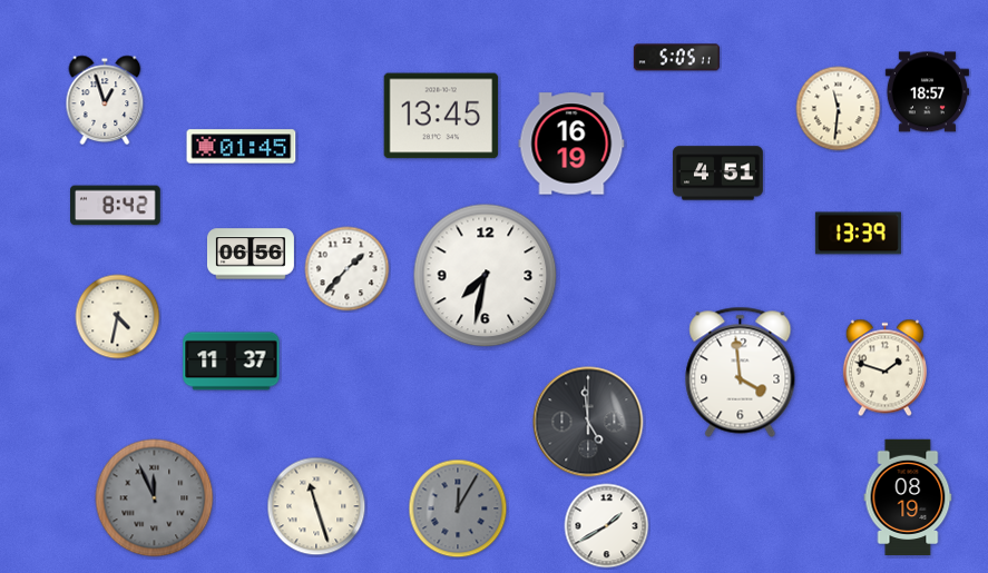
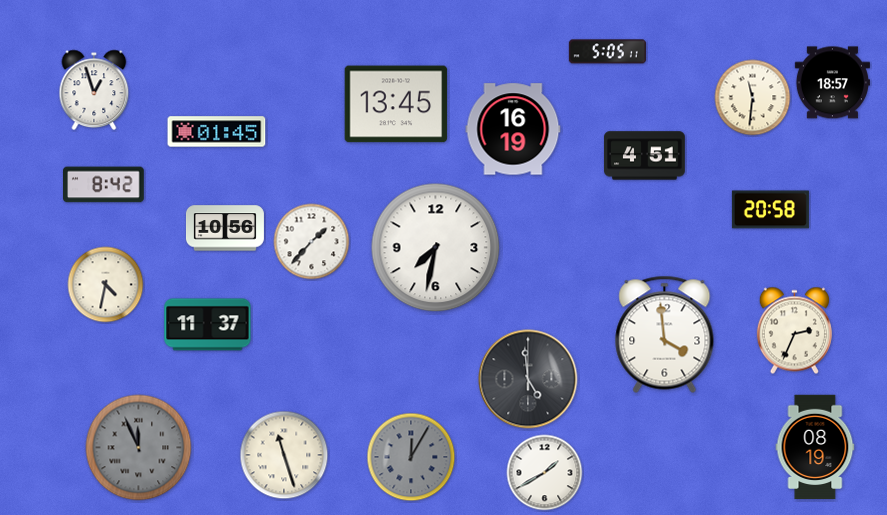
clock at (858, 234): 13:39 -> 20:58
clock at (251, 254): 06:56 -> 10:56
clock at (884, 368): 1:48 -> 2:34
